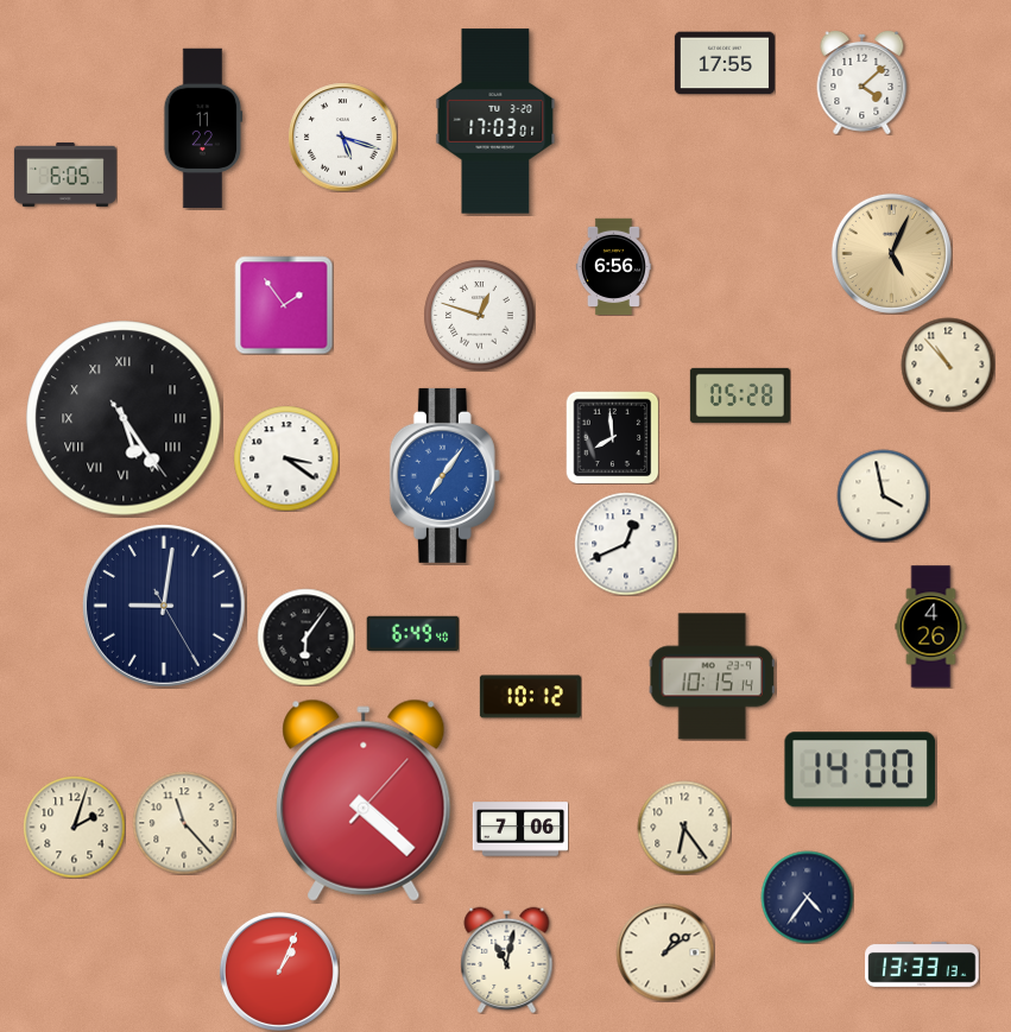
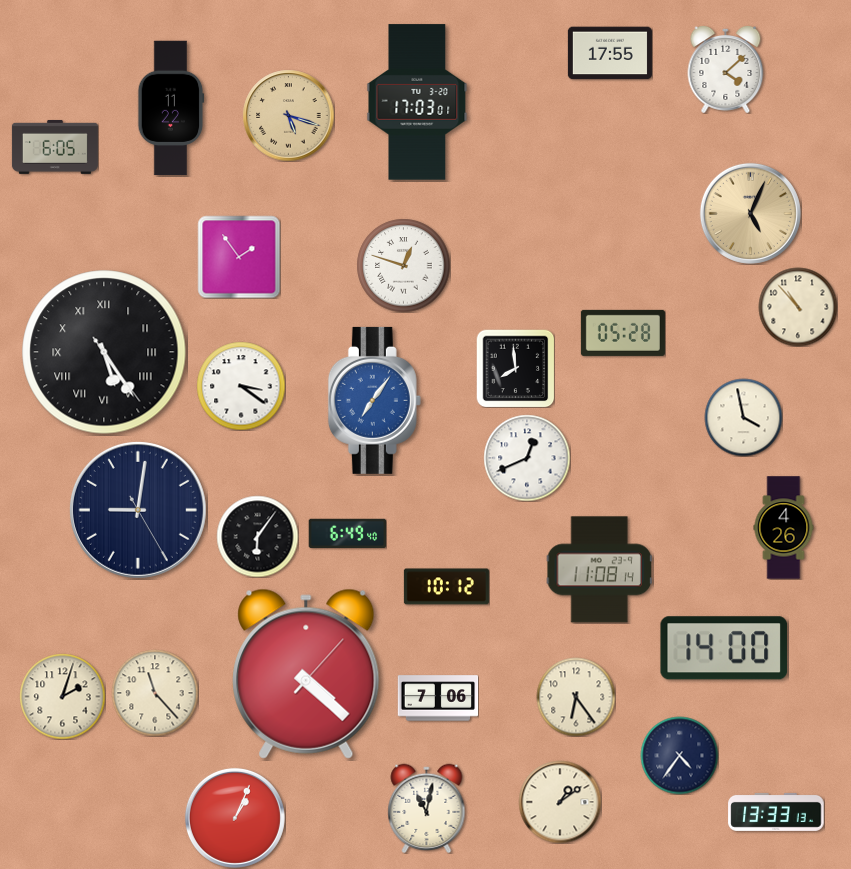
clock at (342, 137) dial: white -> champagne
clock at (613, 266): 6:56 -> none
clock at (712, 677): 10:15 -> 11:08
